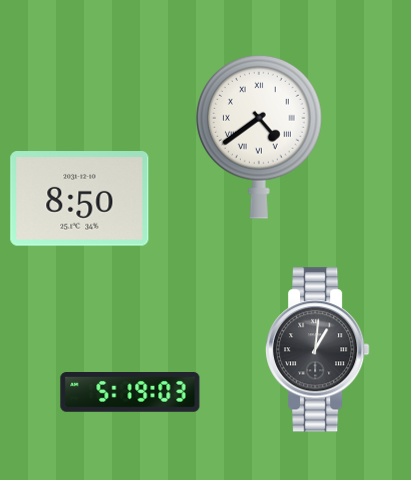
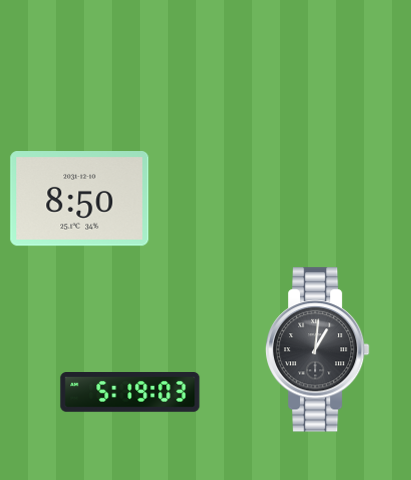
clock at (259, 137): 4:39 -> none
